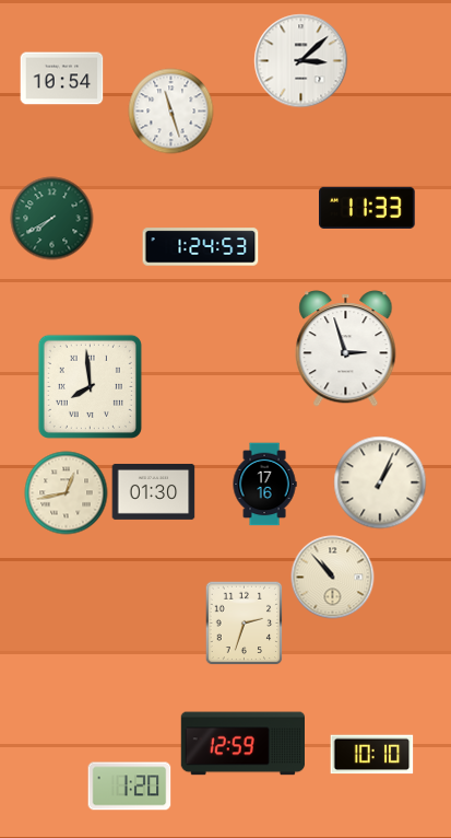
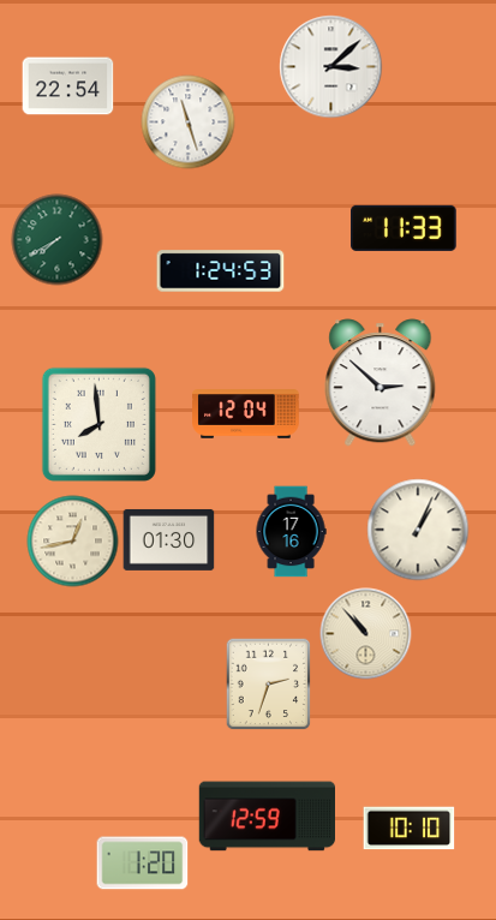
clock at (62, 79): 10:54 -> 22:54
clock at (346, 349): 2:57 -> 2:52
clock at (246, 414): none -> 12:04
